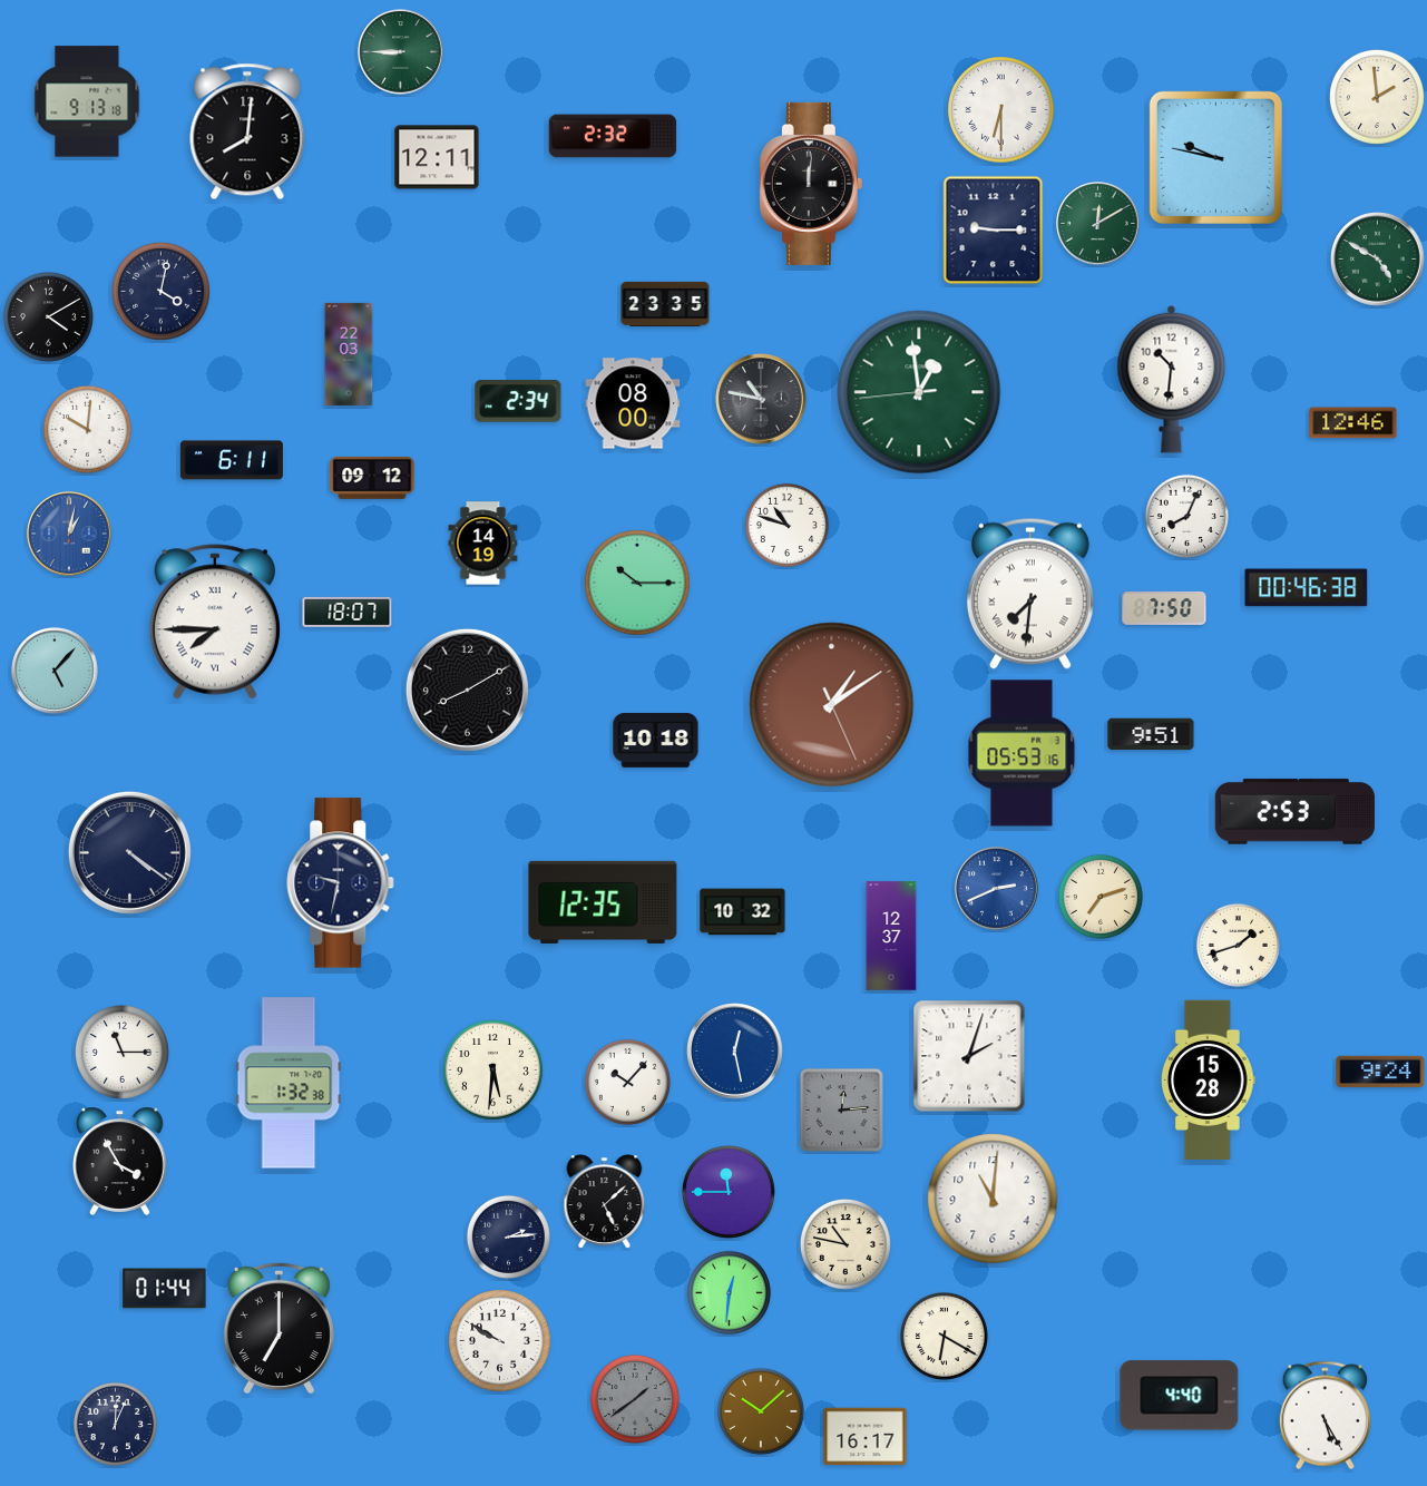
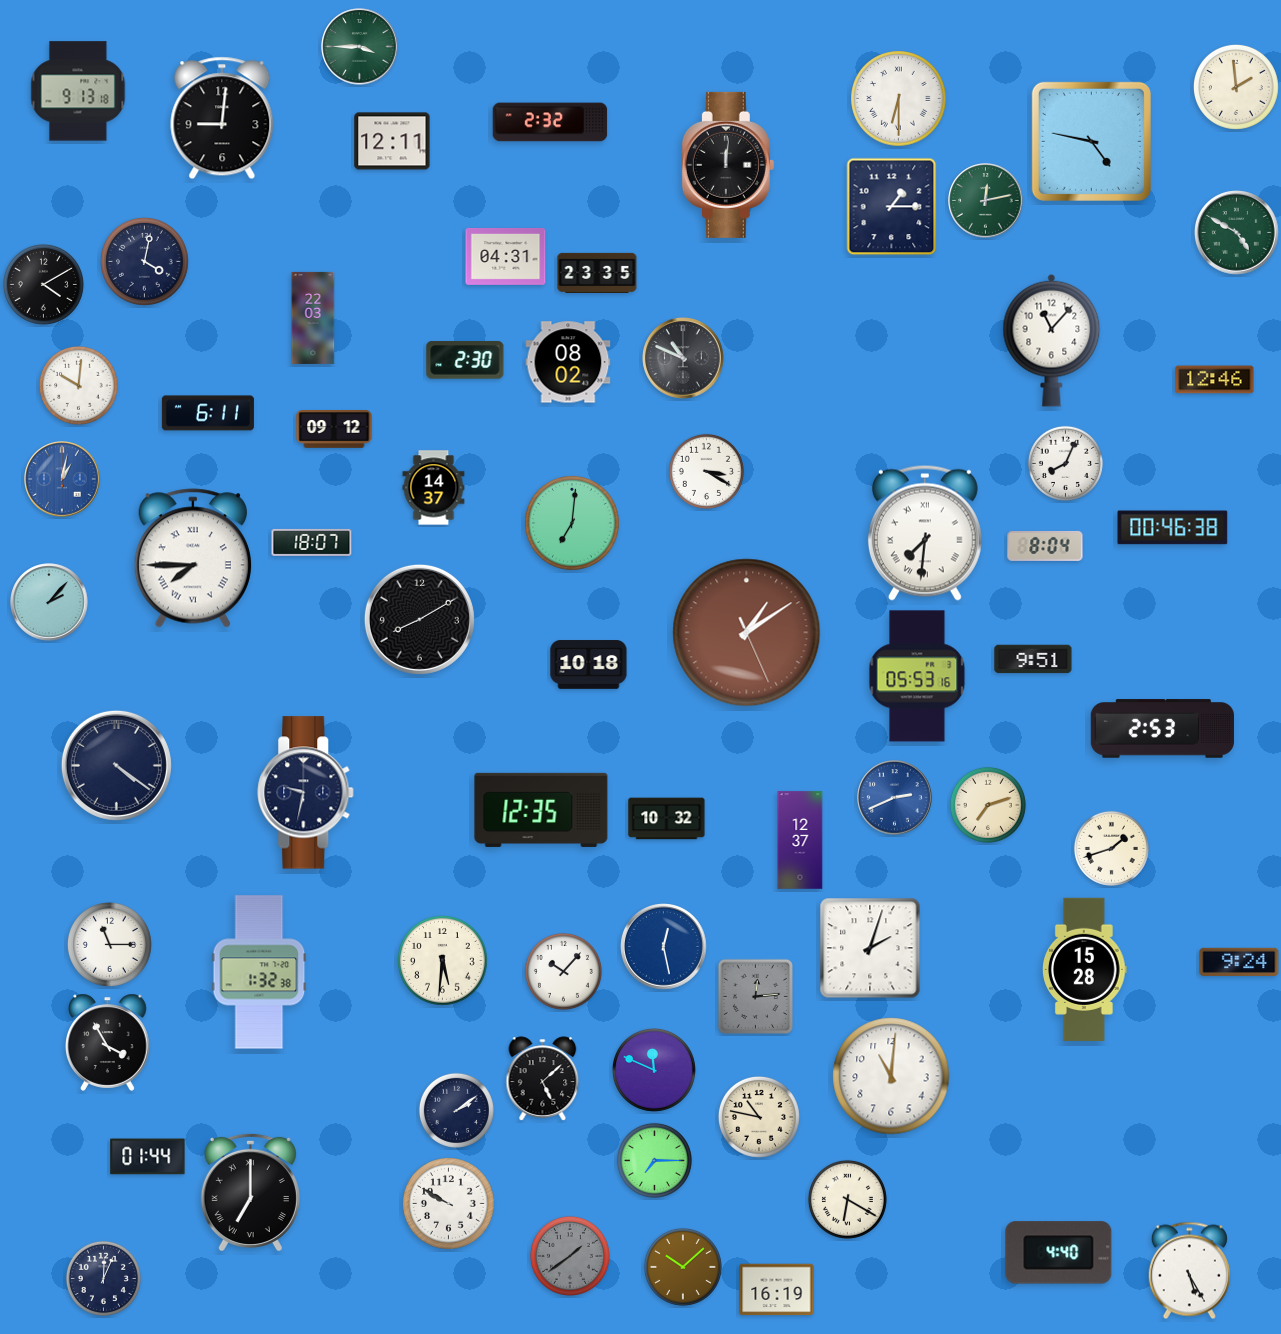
clock at (401, 52): 8:45 -> 3:45
clock at (247, 131): 8:01 -> 9:01
clock at (1215, 157): 9:47 -> 4:47
clock at (1098, 224): 12:10 -> 12:13
clock at (994, 231): 9:15 -> 1:15
clock at (506, 256): none -> 04:31
clock at (1172, 379): 10:31 -> 11:07
clock at (919, 392): 12:58 -> none
clock at (761, 399): 10:47 -> 10:49
clock at (518, 401): 2:34 -> 2:30
clock at (633, 403): 08:00 -> 08:02
clock at (786, 525): 10:48 -> 3:20
clock at (483, 544): 14:19 -> 14:37
clock at (637, 583): 10:15 -> 7:01
clock at (1164, 608): 7:50 -> 8:04
clock at (348, 612) position: (348, 612) -> (312, 542)
clock at (55, 671): 5:07 -> 2:07
clock at (735, 1052) position: (735, 1052) -> (664, 947)
clock at (729, 1192): 11:45 -> 11:49
clock at (508, 1236): 2:14 -> 2:09
clock at (729, 1292): 12:31 -> 7:15
clock at (866, 1437): 16:17 -> 16:19
